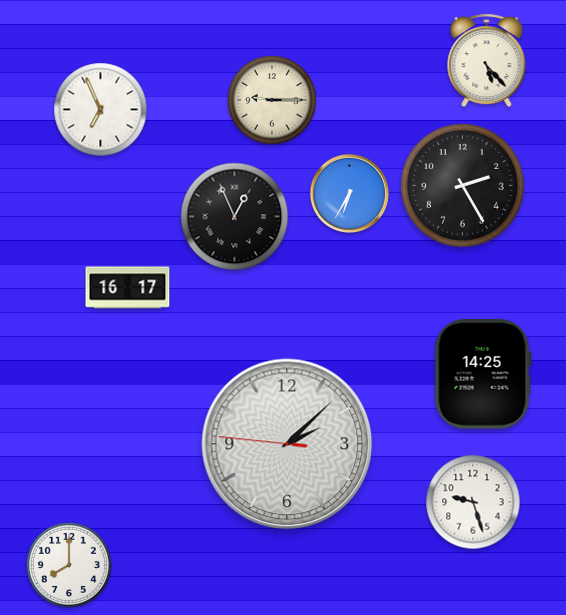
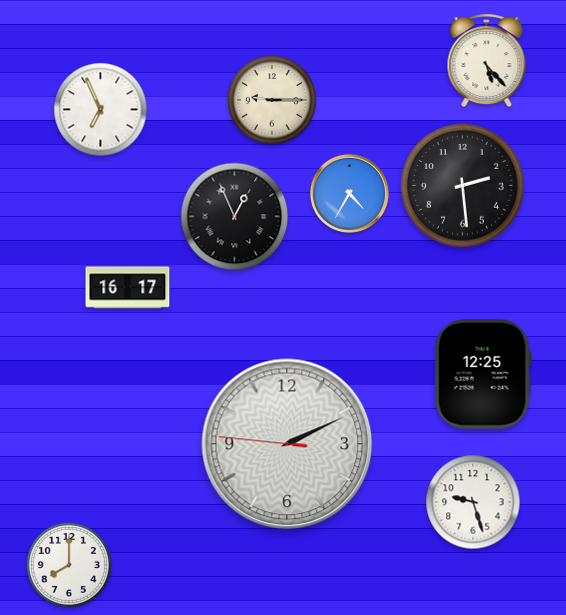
clock at (463, 186): 2:25 -> 2:29
clock at (349, 193): 6:35 -> 4:35
clock at (483, 374): 14:25 -> 12:25
clock at (287, 444): 2:07 -> 2:10
